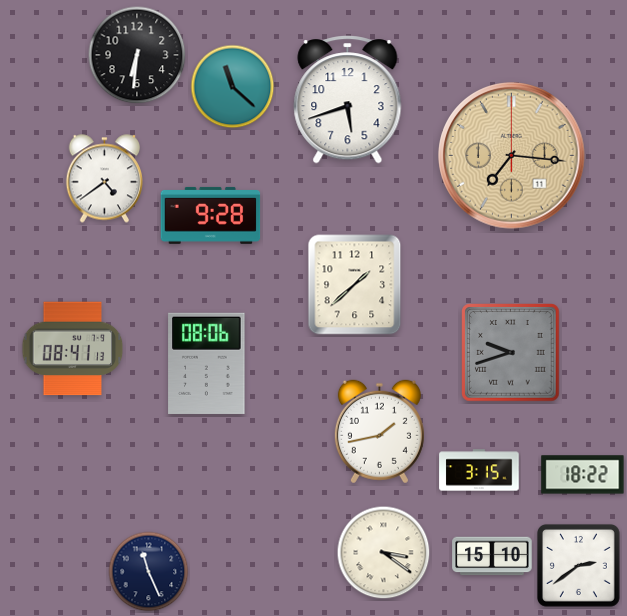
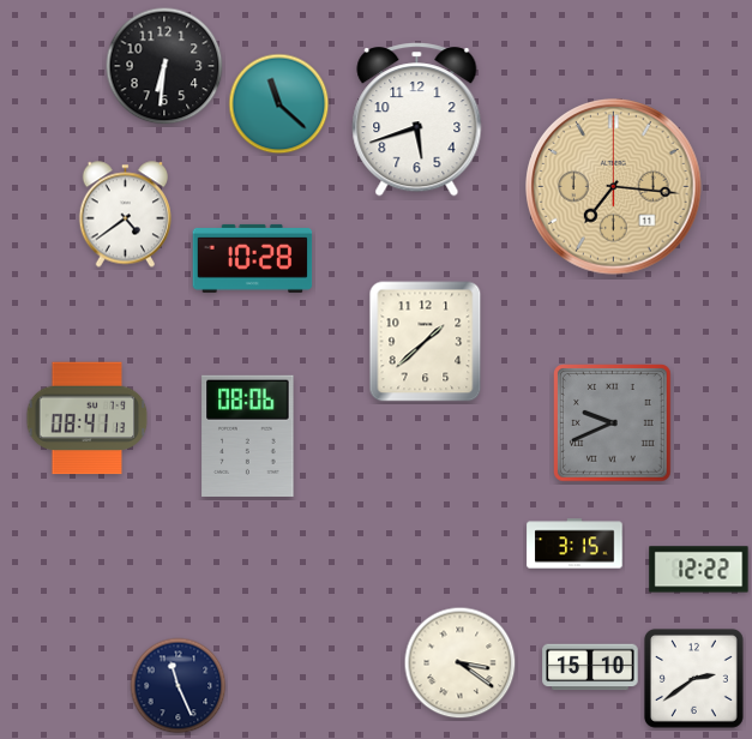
clock at (211, 215): 9:28 -> 10:28
clock at (511, 353): 9:42 -> 9:41
clock at (379, 432): 1:43 -> none
clock at (479, 470) position: (479, 470) -> (574, 543)
clock at (583, 475): 18:22 -> 12:22
